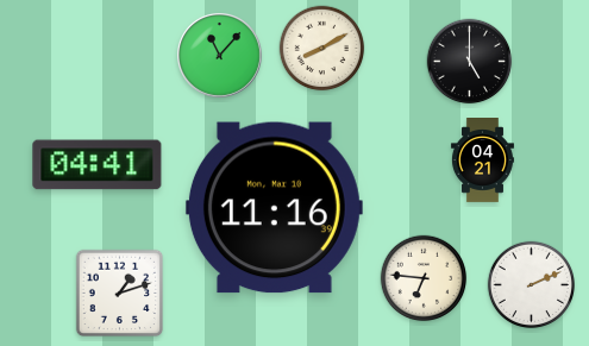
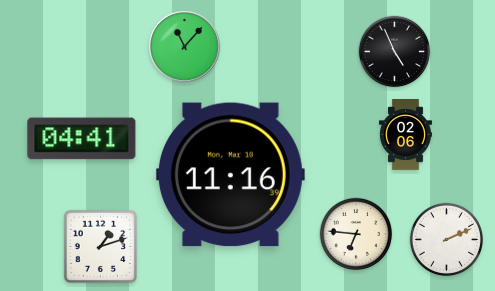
clock at (322, 49): 8:10 -> none
clock at (470, 62): 5:00 -> 4:56
clock at (482, 161): 04:21 -> 02:06
